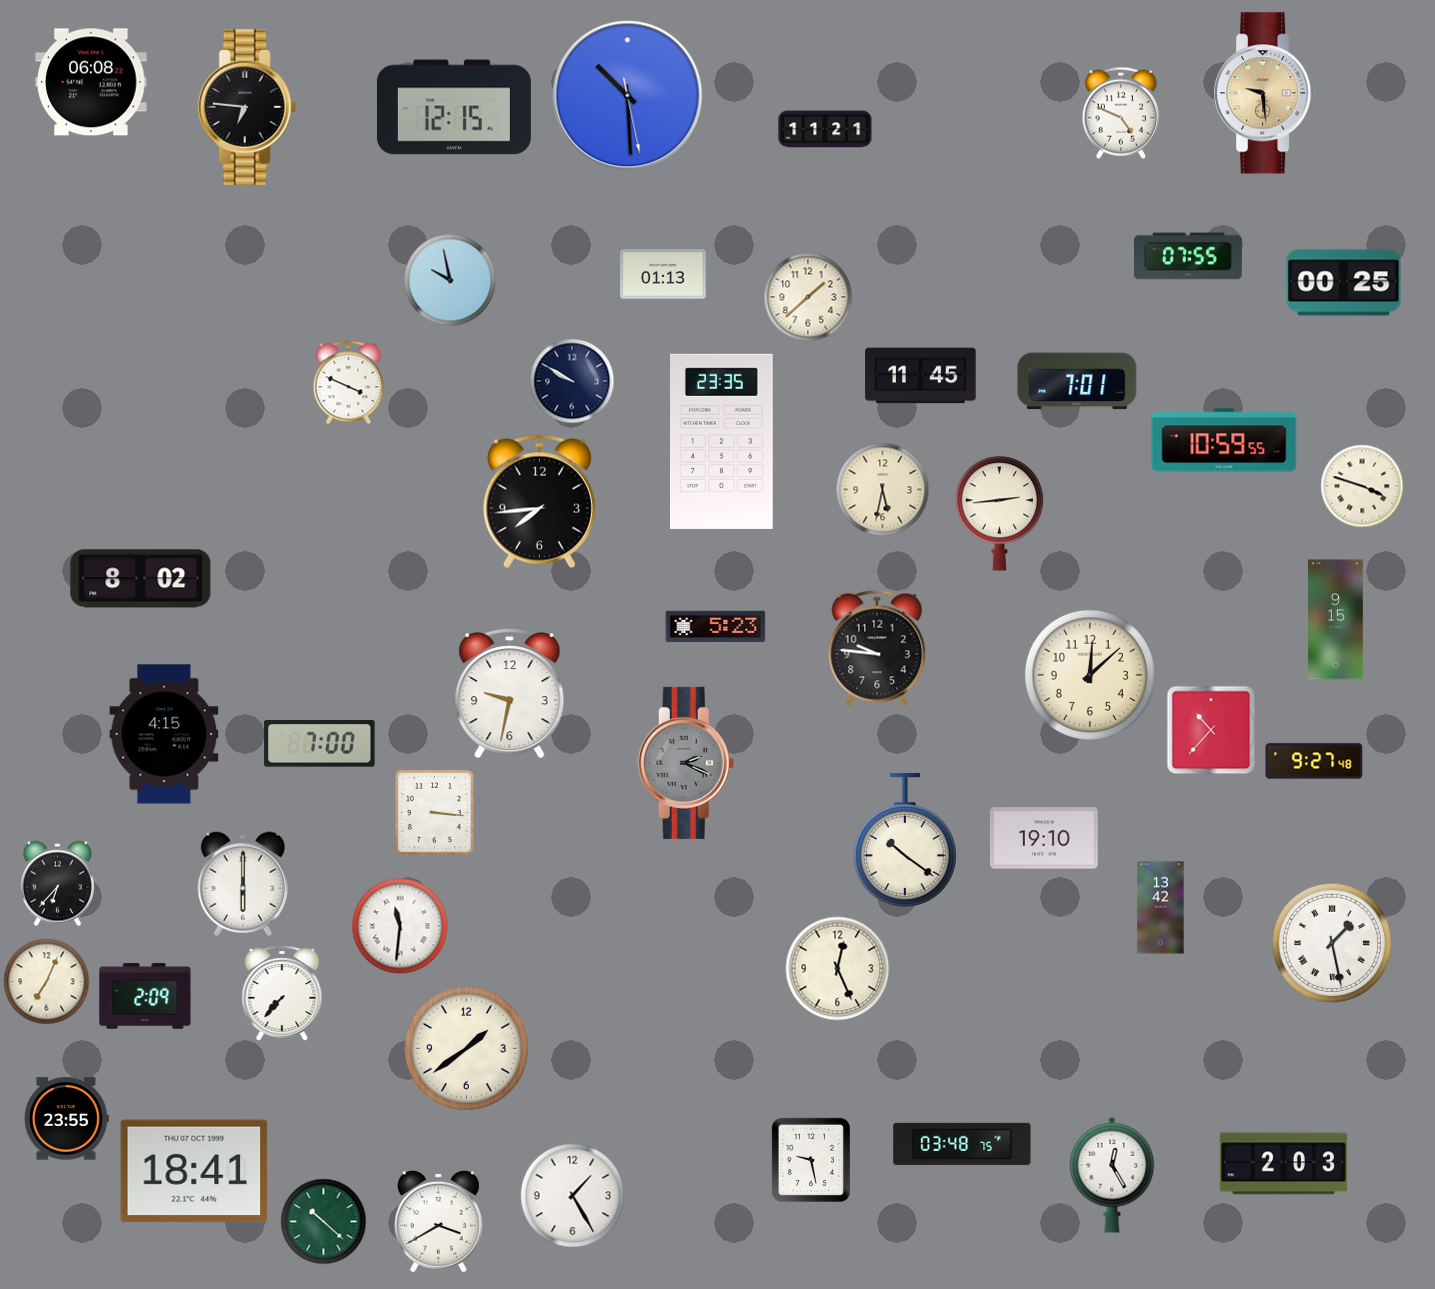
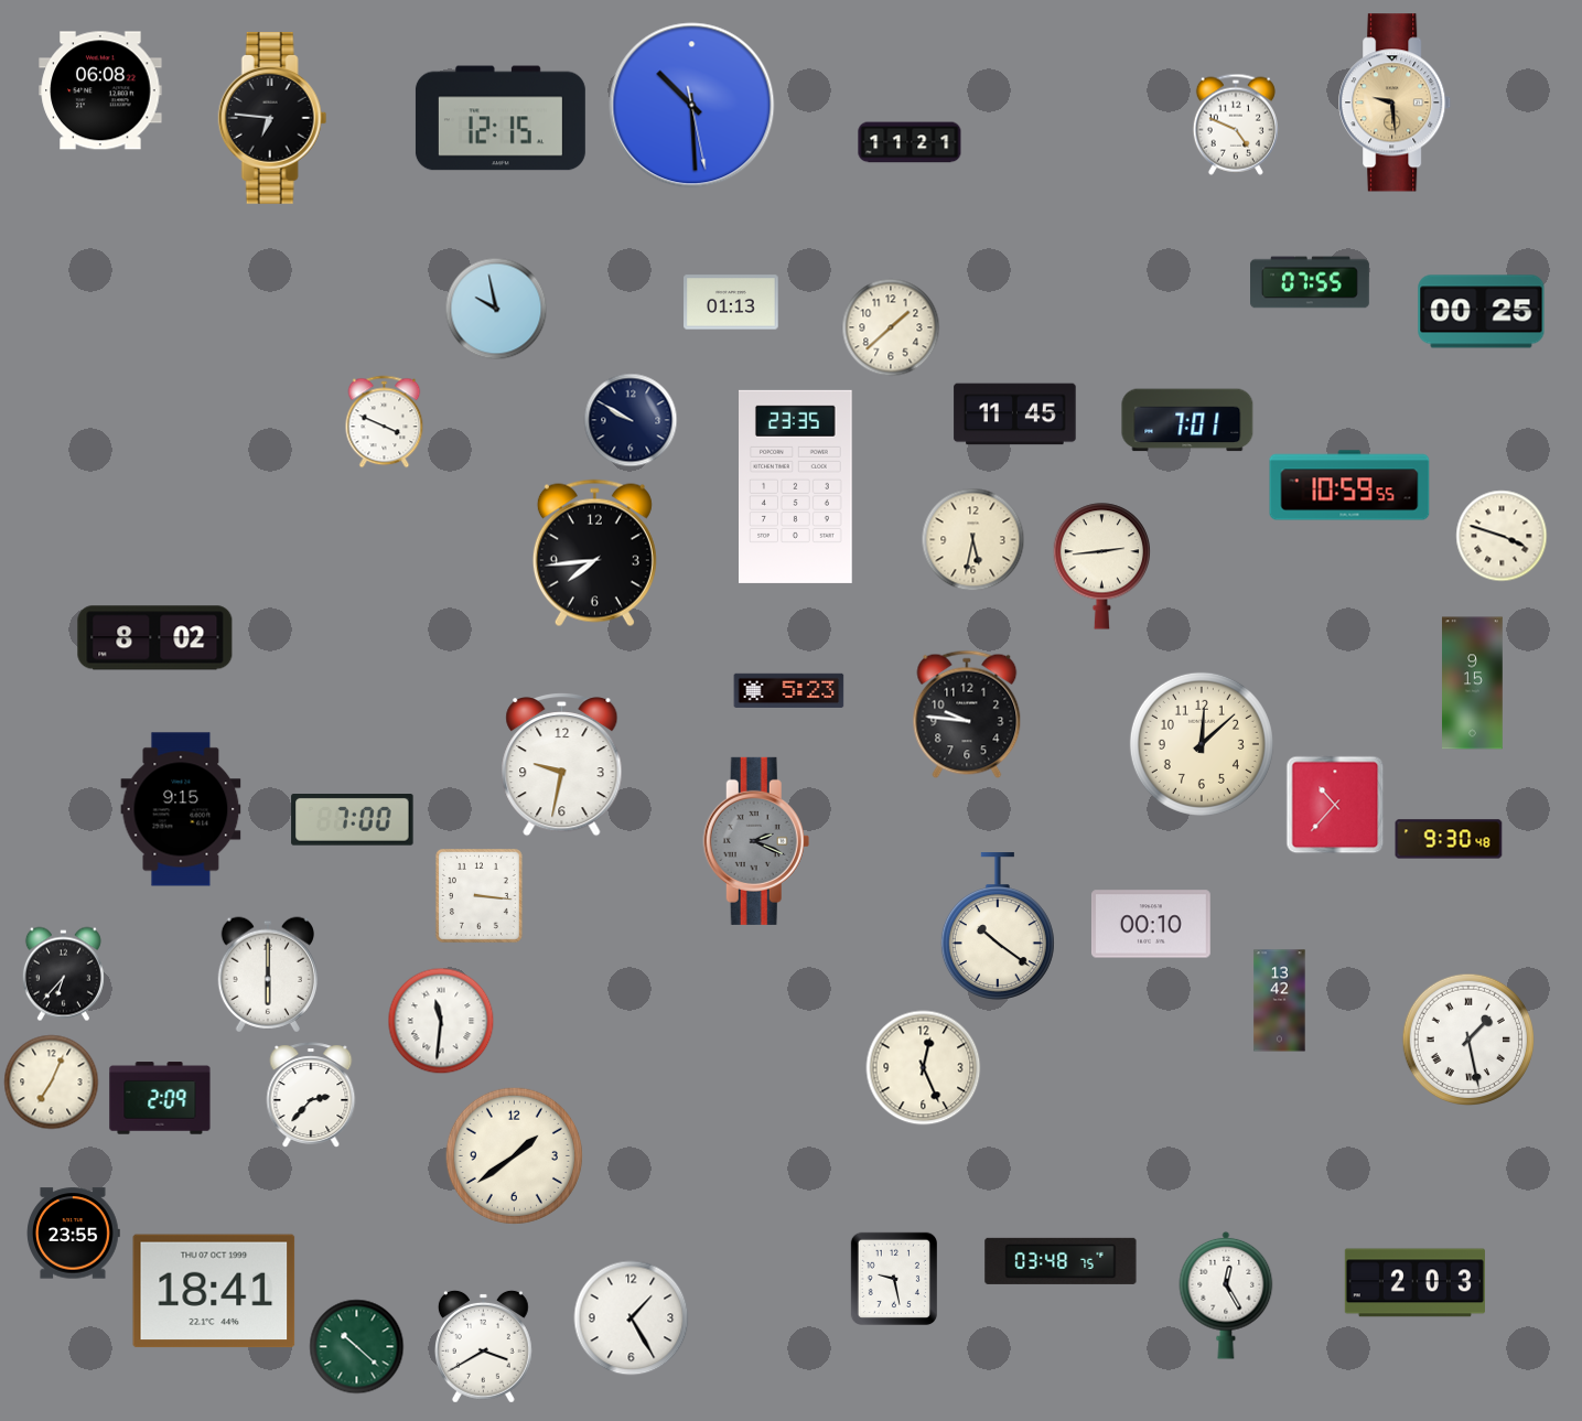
clock at (164, 734): 4:15 -> 9:15
clock at (1314, 761): 9:27 -> 9:30
clock at (1044, 838): 19:10 -> 00:10
clock at (282, 993): 7:37 -> 2:37
